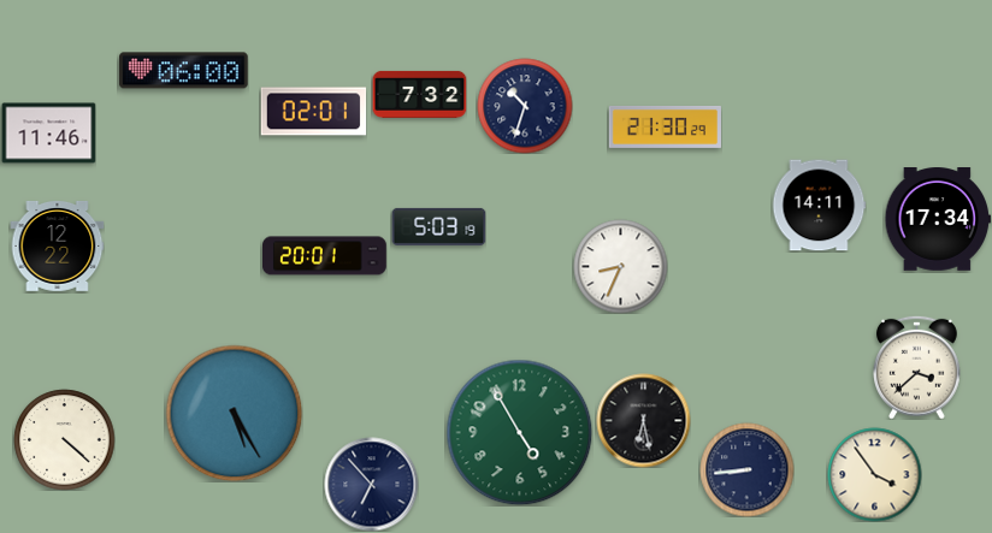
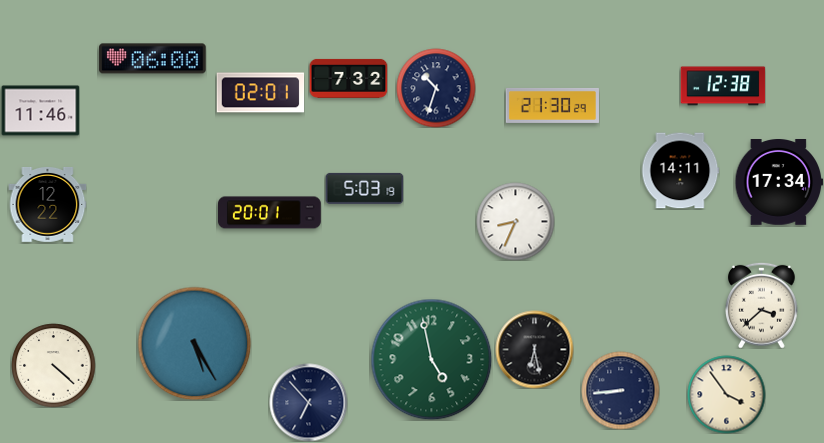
clock at (723, 86): none -> 12:38
clock at (519, 432): 4:55 -> 4:58
